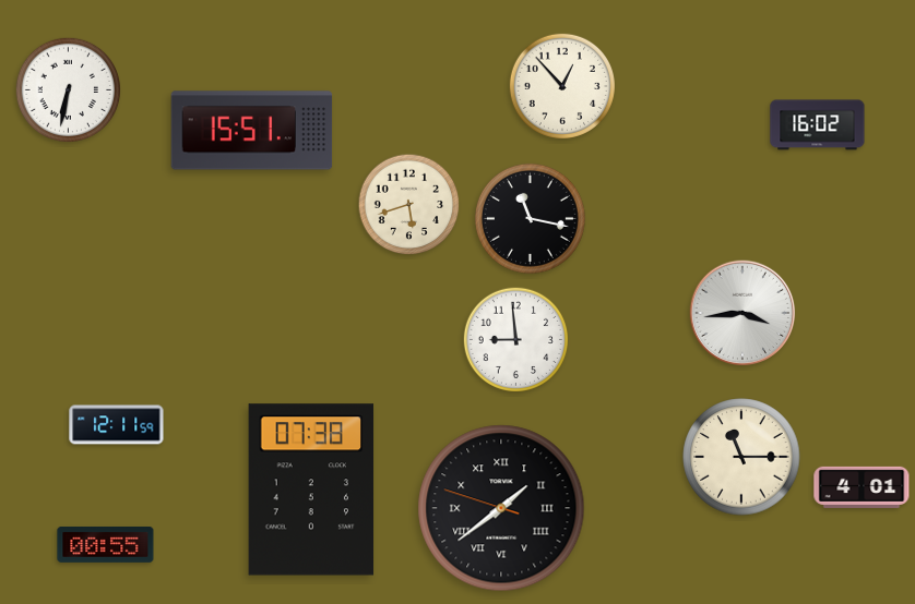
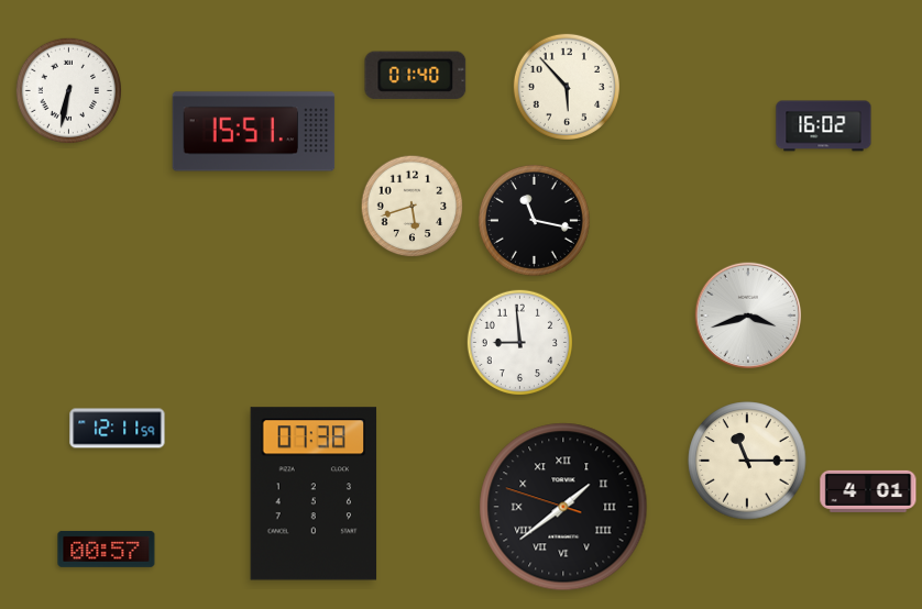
clock at (416, 76): none -> 01:40
clock at (562, 86): 12:53 -> 5:53
clock at (742, 313): 3:44 -> 3:42
clock at (501, 508) position: (501, 508) -> (563, 507)
clock at (106, 544): 00:55 -> 00:57
